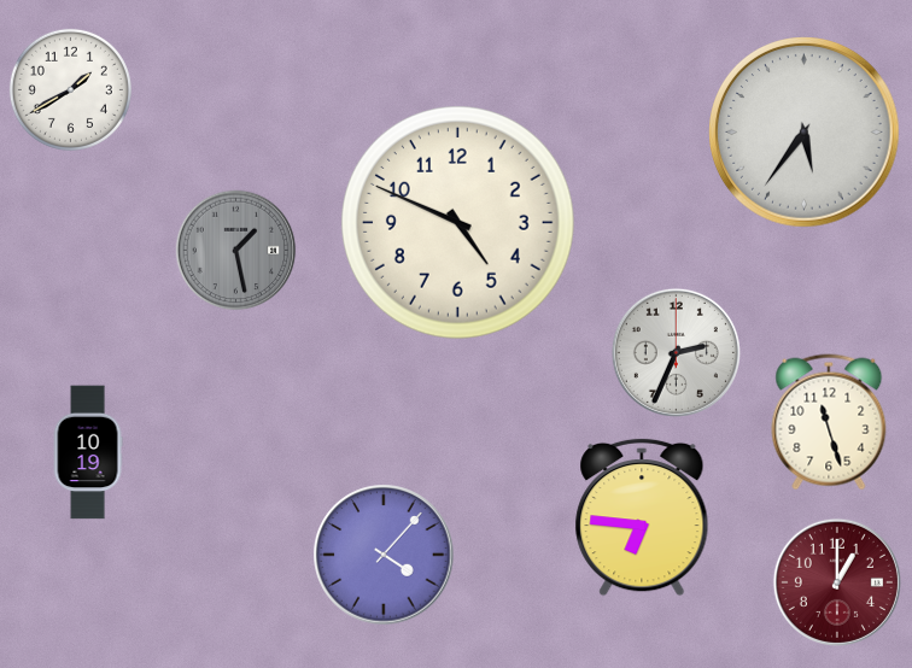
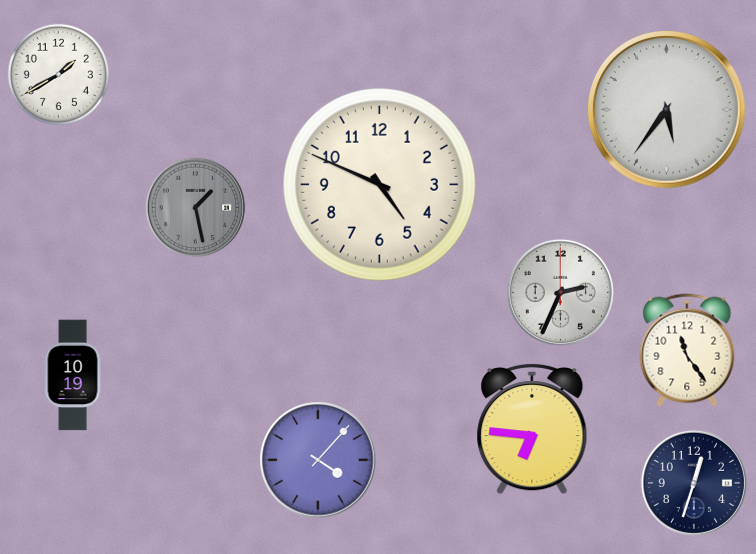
clock at (829, 422): 11:27 -> 11:24
clock at (837, 582): 1:00 -> 12:33
clock at (837, 582) dial: burgundy -> navy
